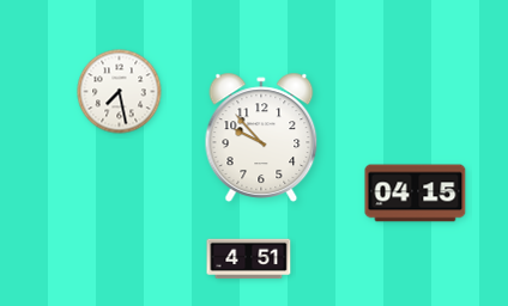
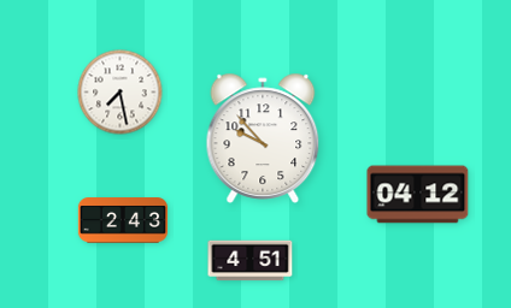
clock at (416, 194): 04:15 -> 04:12
clock at (123, 220): none -> 2:43
